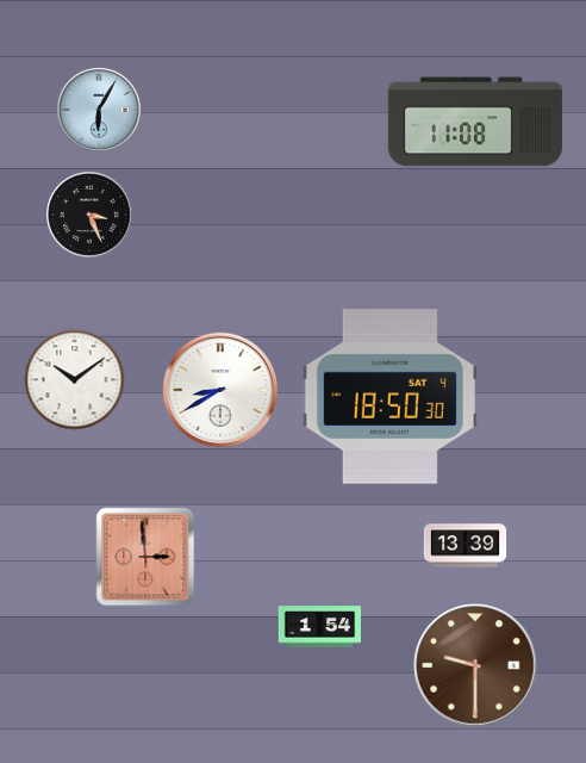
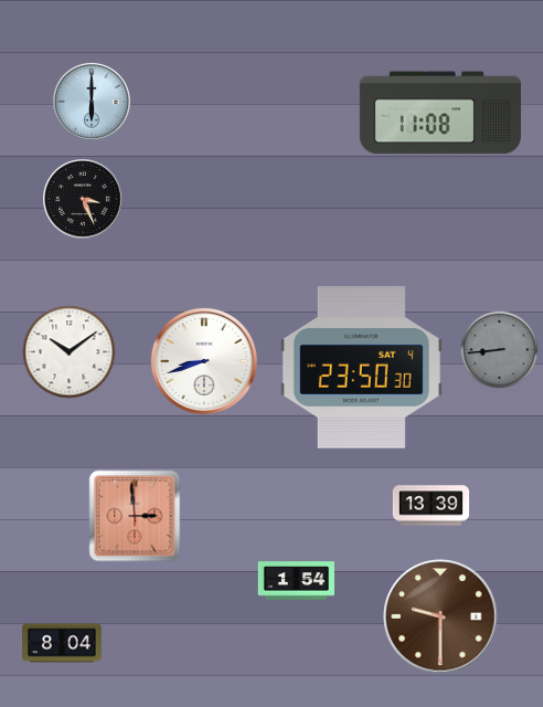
clock at (99, 110): 6:05 -> 6:00
clock at (500, 350): none -> 8:44
clock at (220, 390): 8:40 -> 8:42
clock at (389, 397): 18:50 -> 23:50
clock at (62, 643): none -> 8:04
